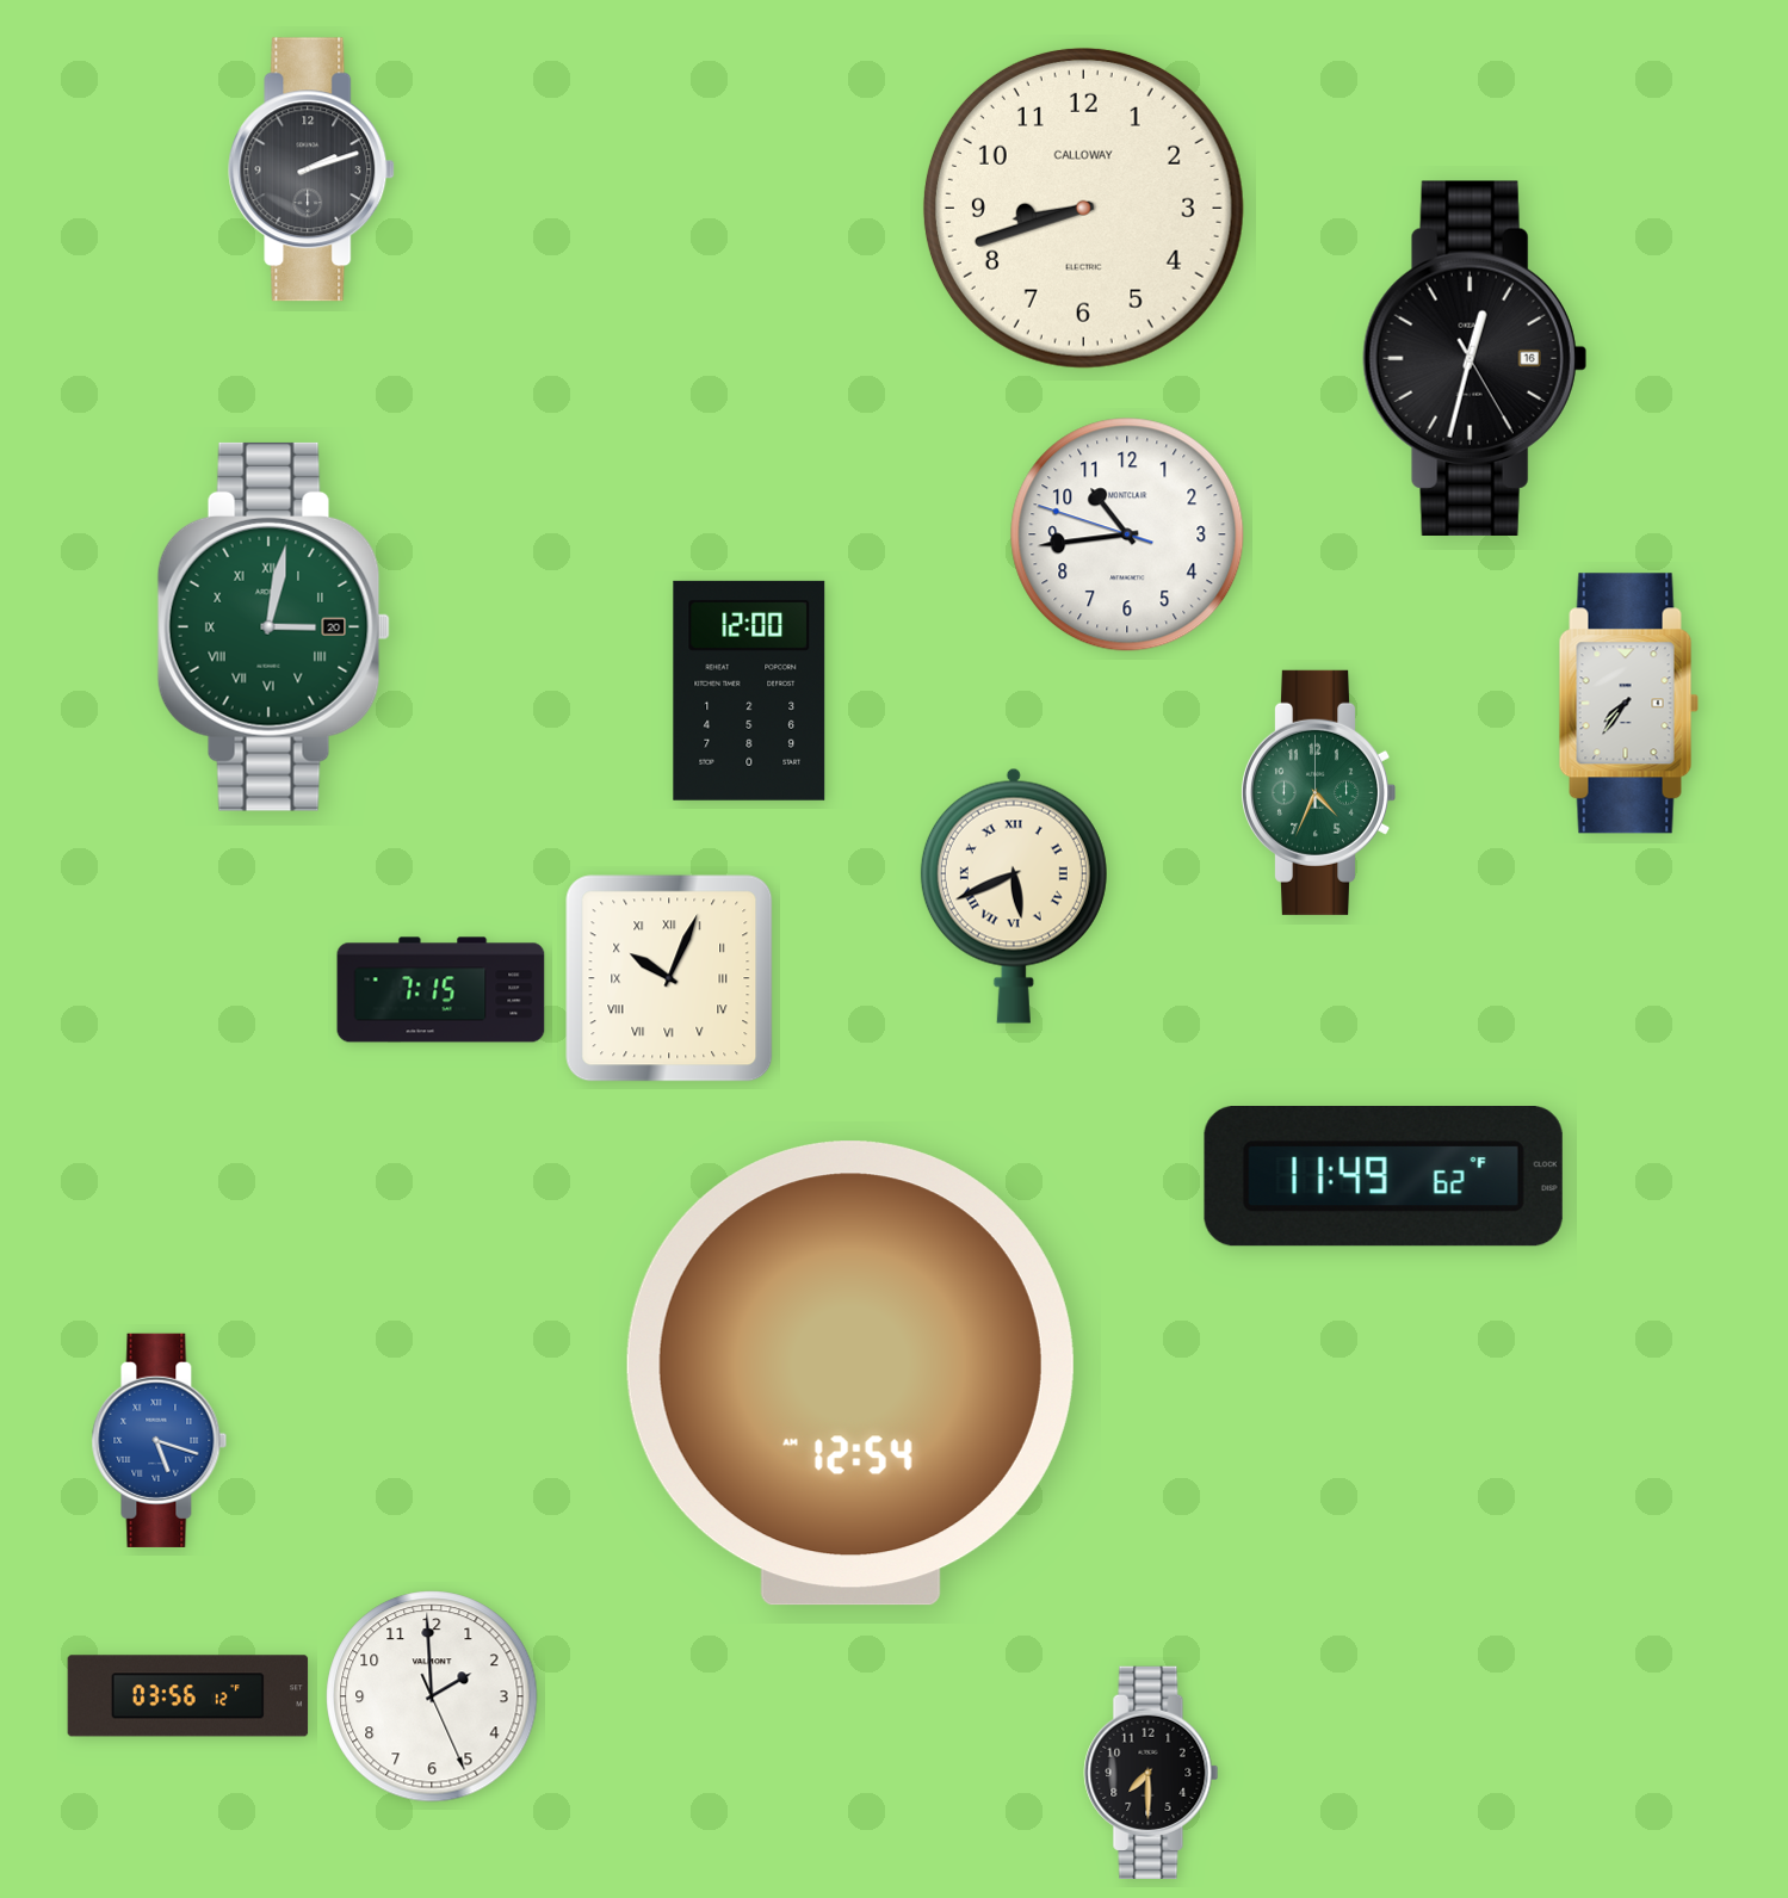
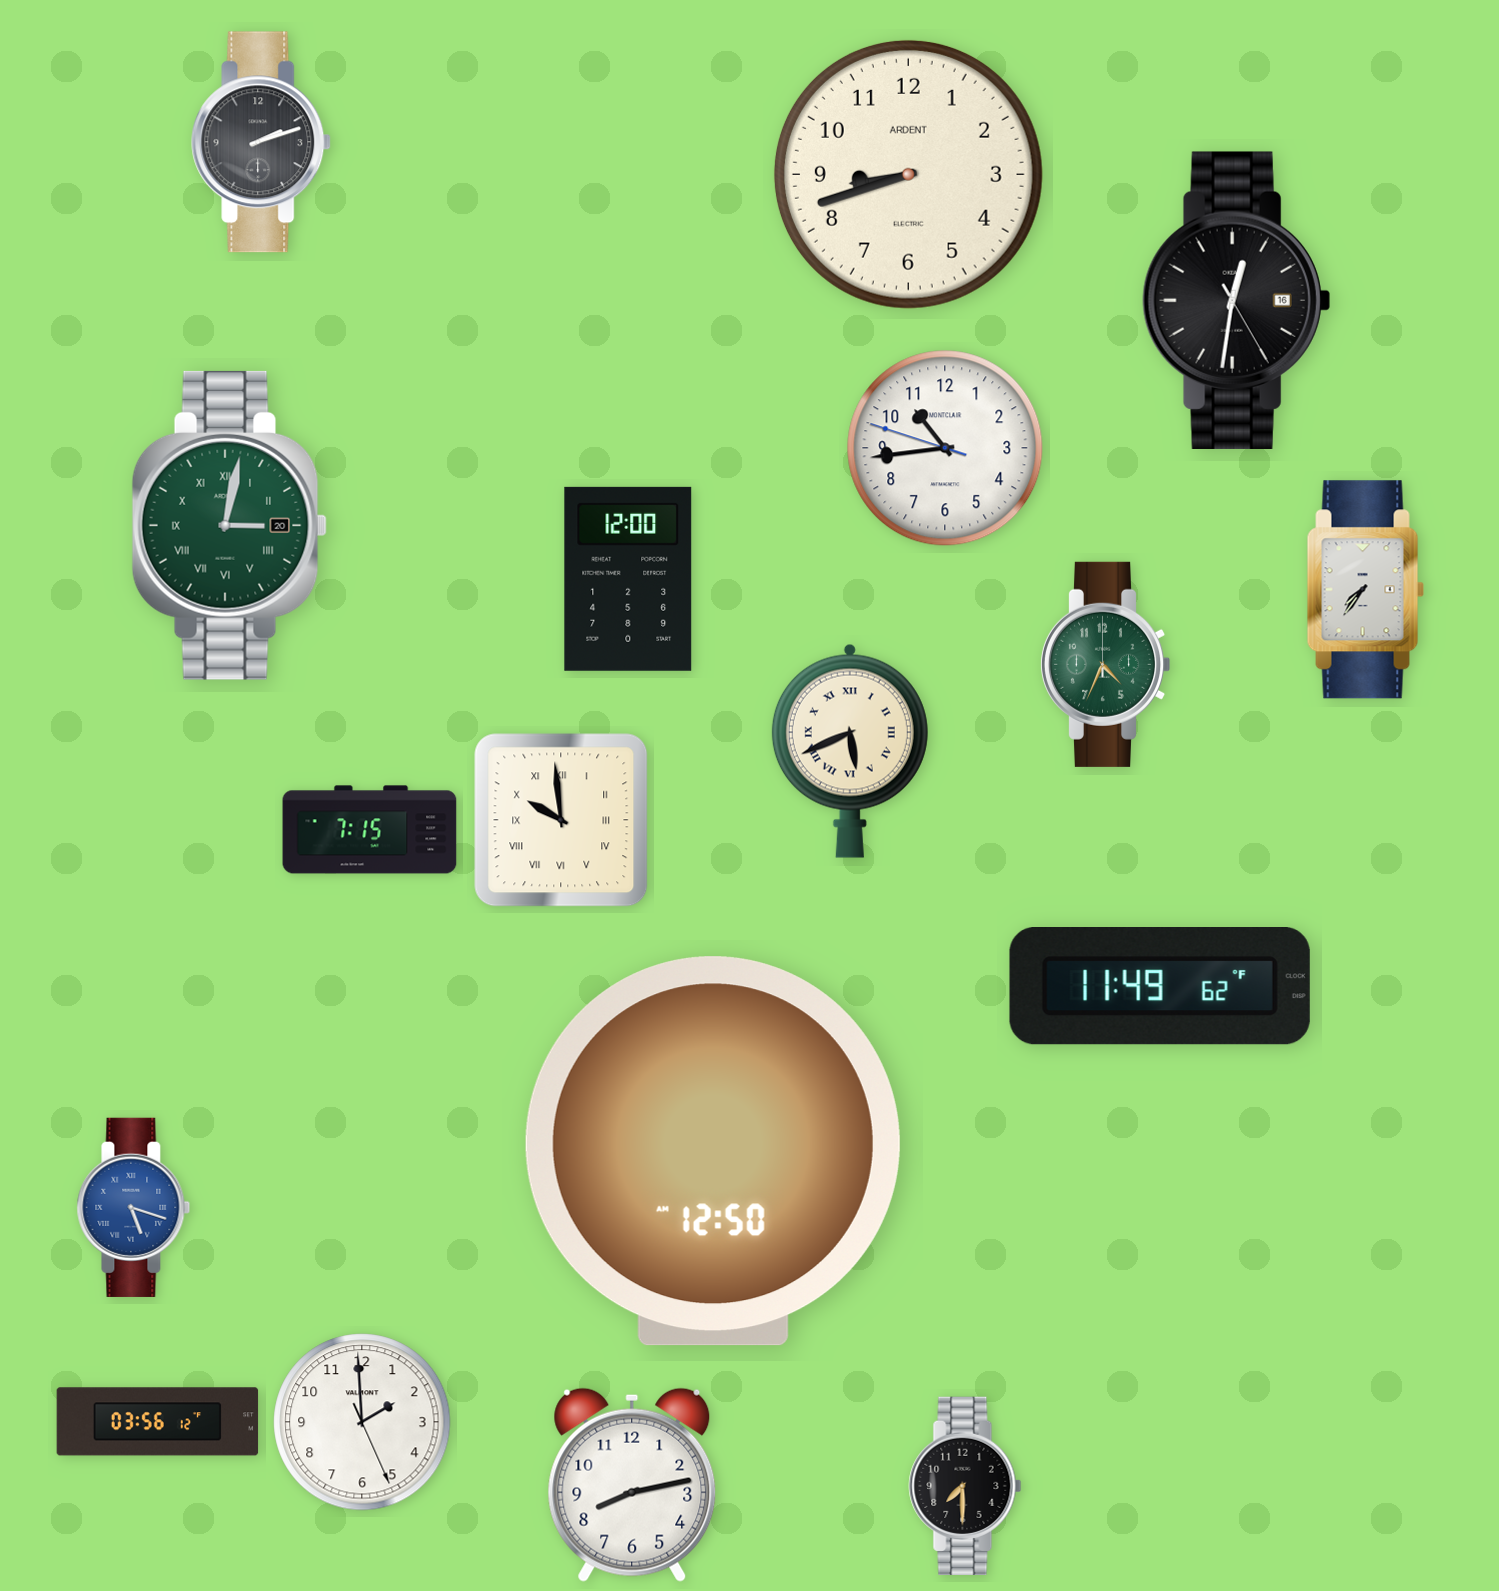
clock at (1083, 208) brand: CALLOWAY -> ARDENT
clock at (1474, 358): 12:32 -> 12:31
clock at (669, 978): 10:04 -> 9:59
clock at (850, 1373): 12:54 -> 12:50
clock at (632, 1485): none -> 8:13
